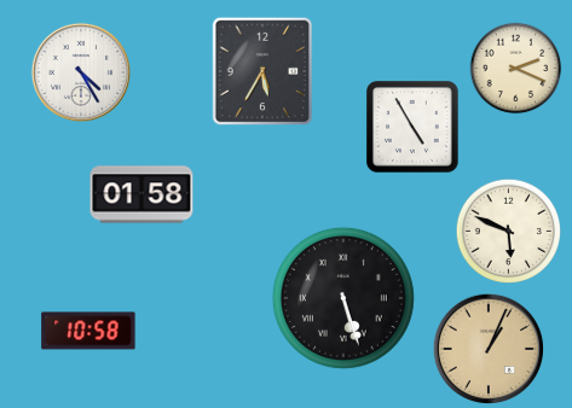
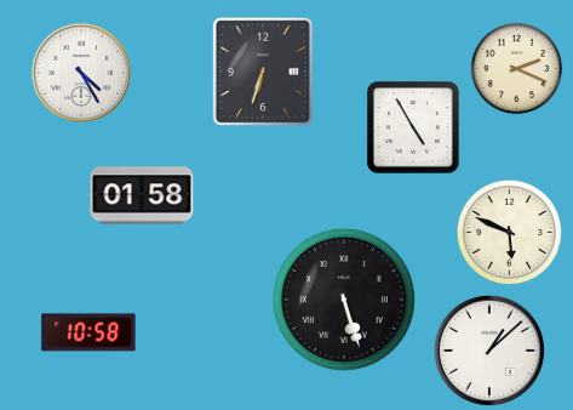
clock at (262, 71): 5:35 -> 6:33
clock at (487, 348): 1:04 -> 1:08
clock at (487, 348) dial: champagne -> white
